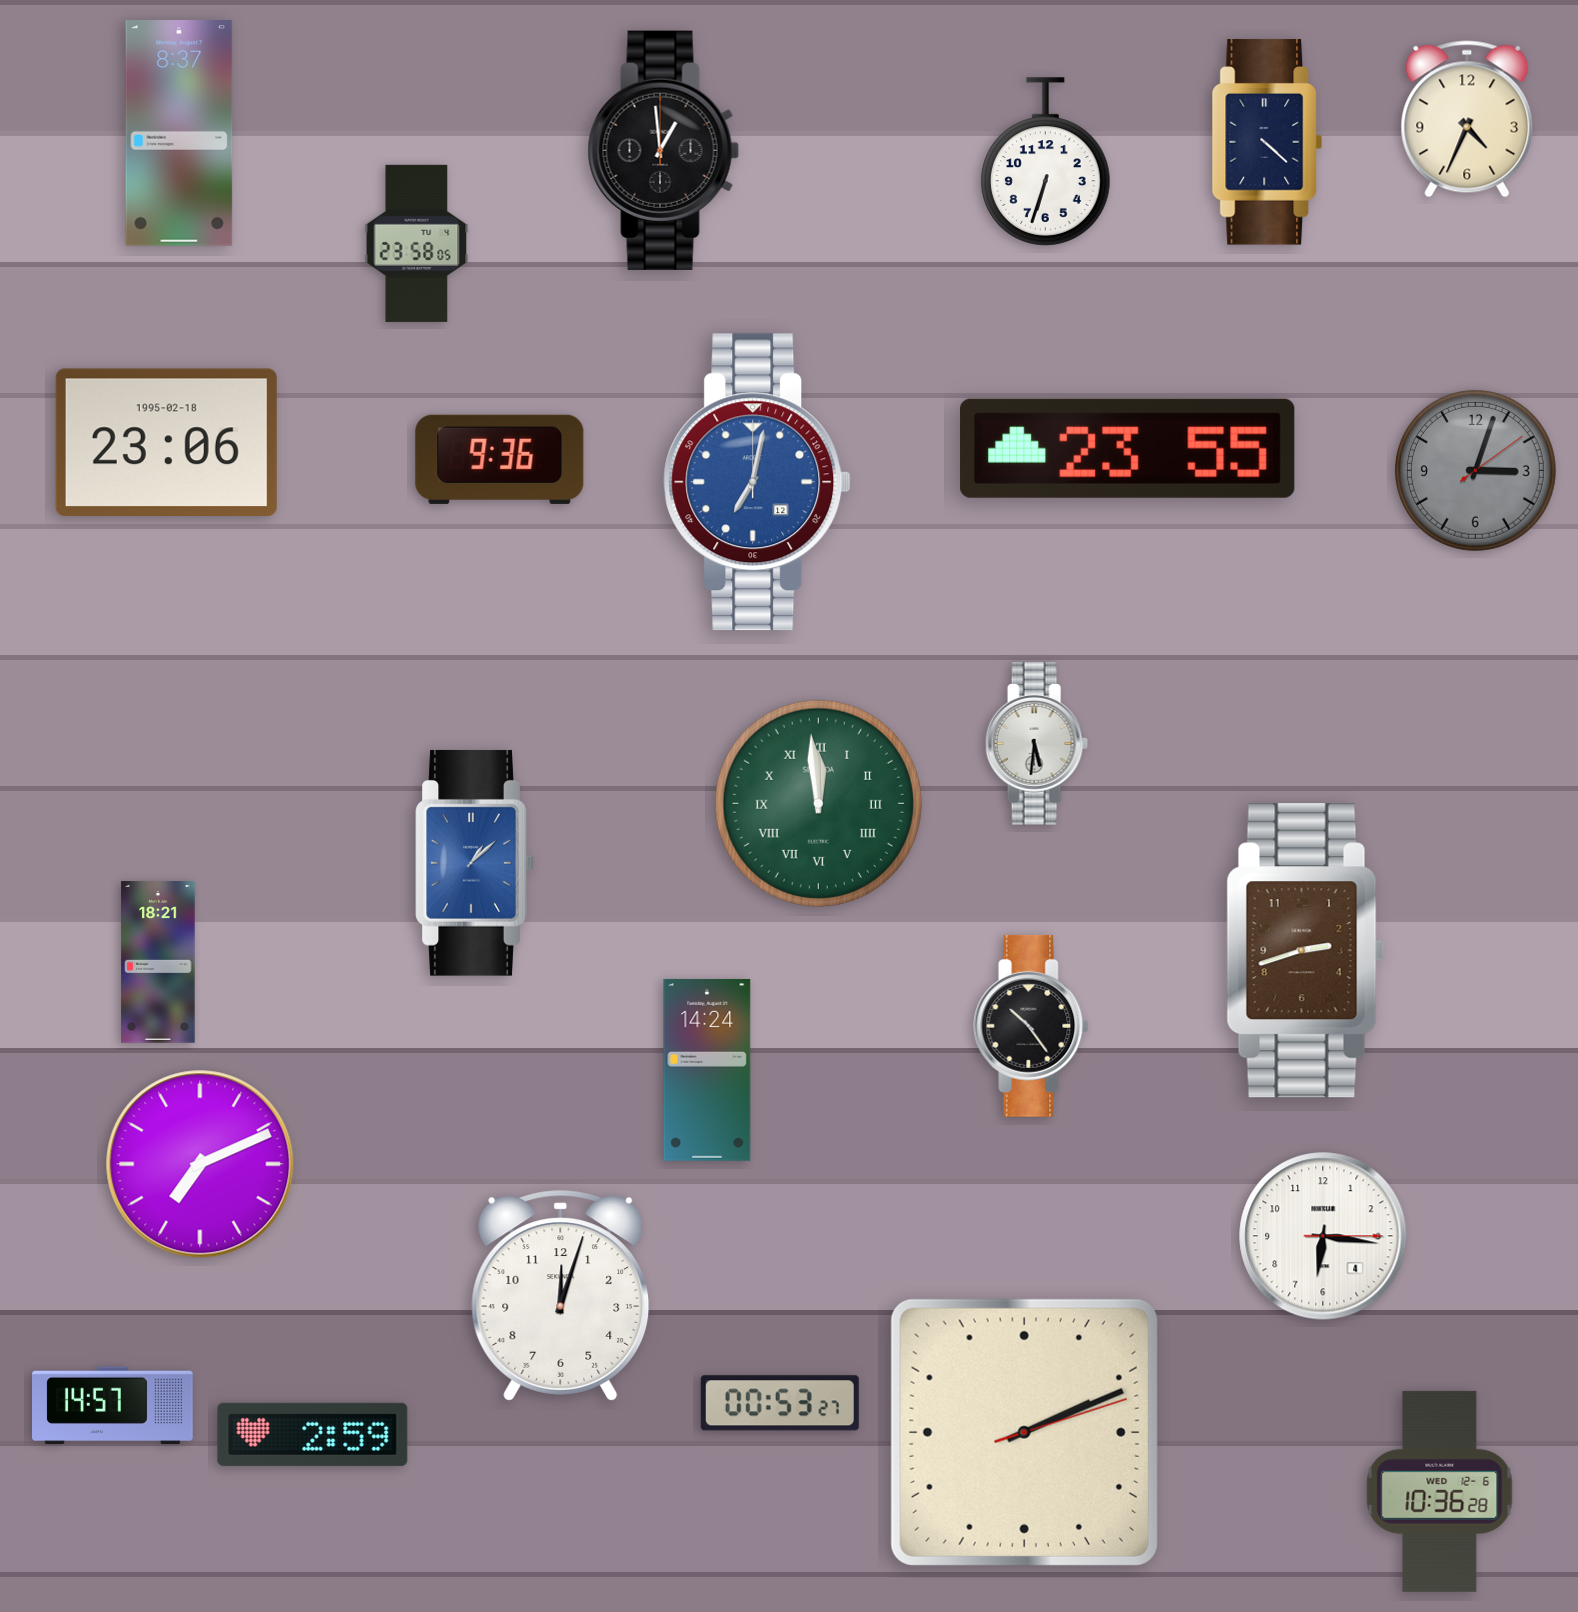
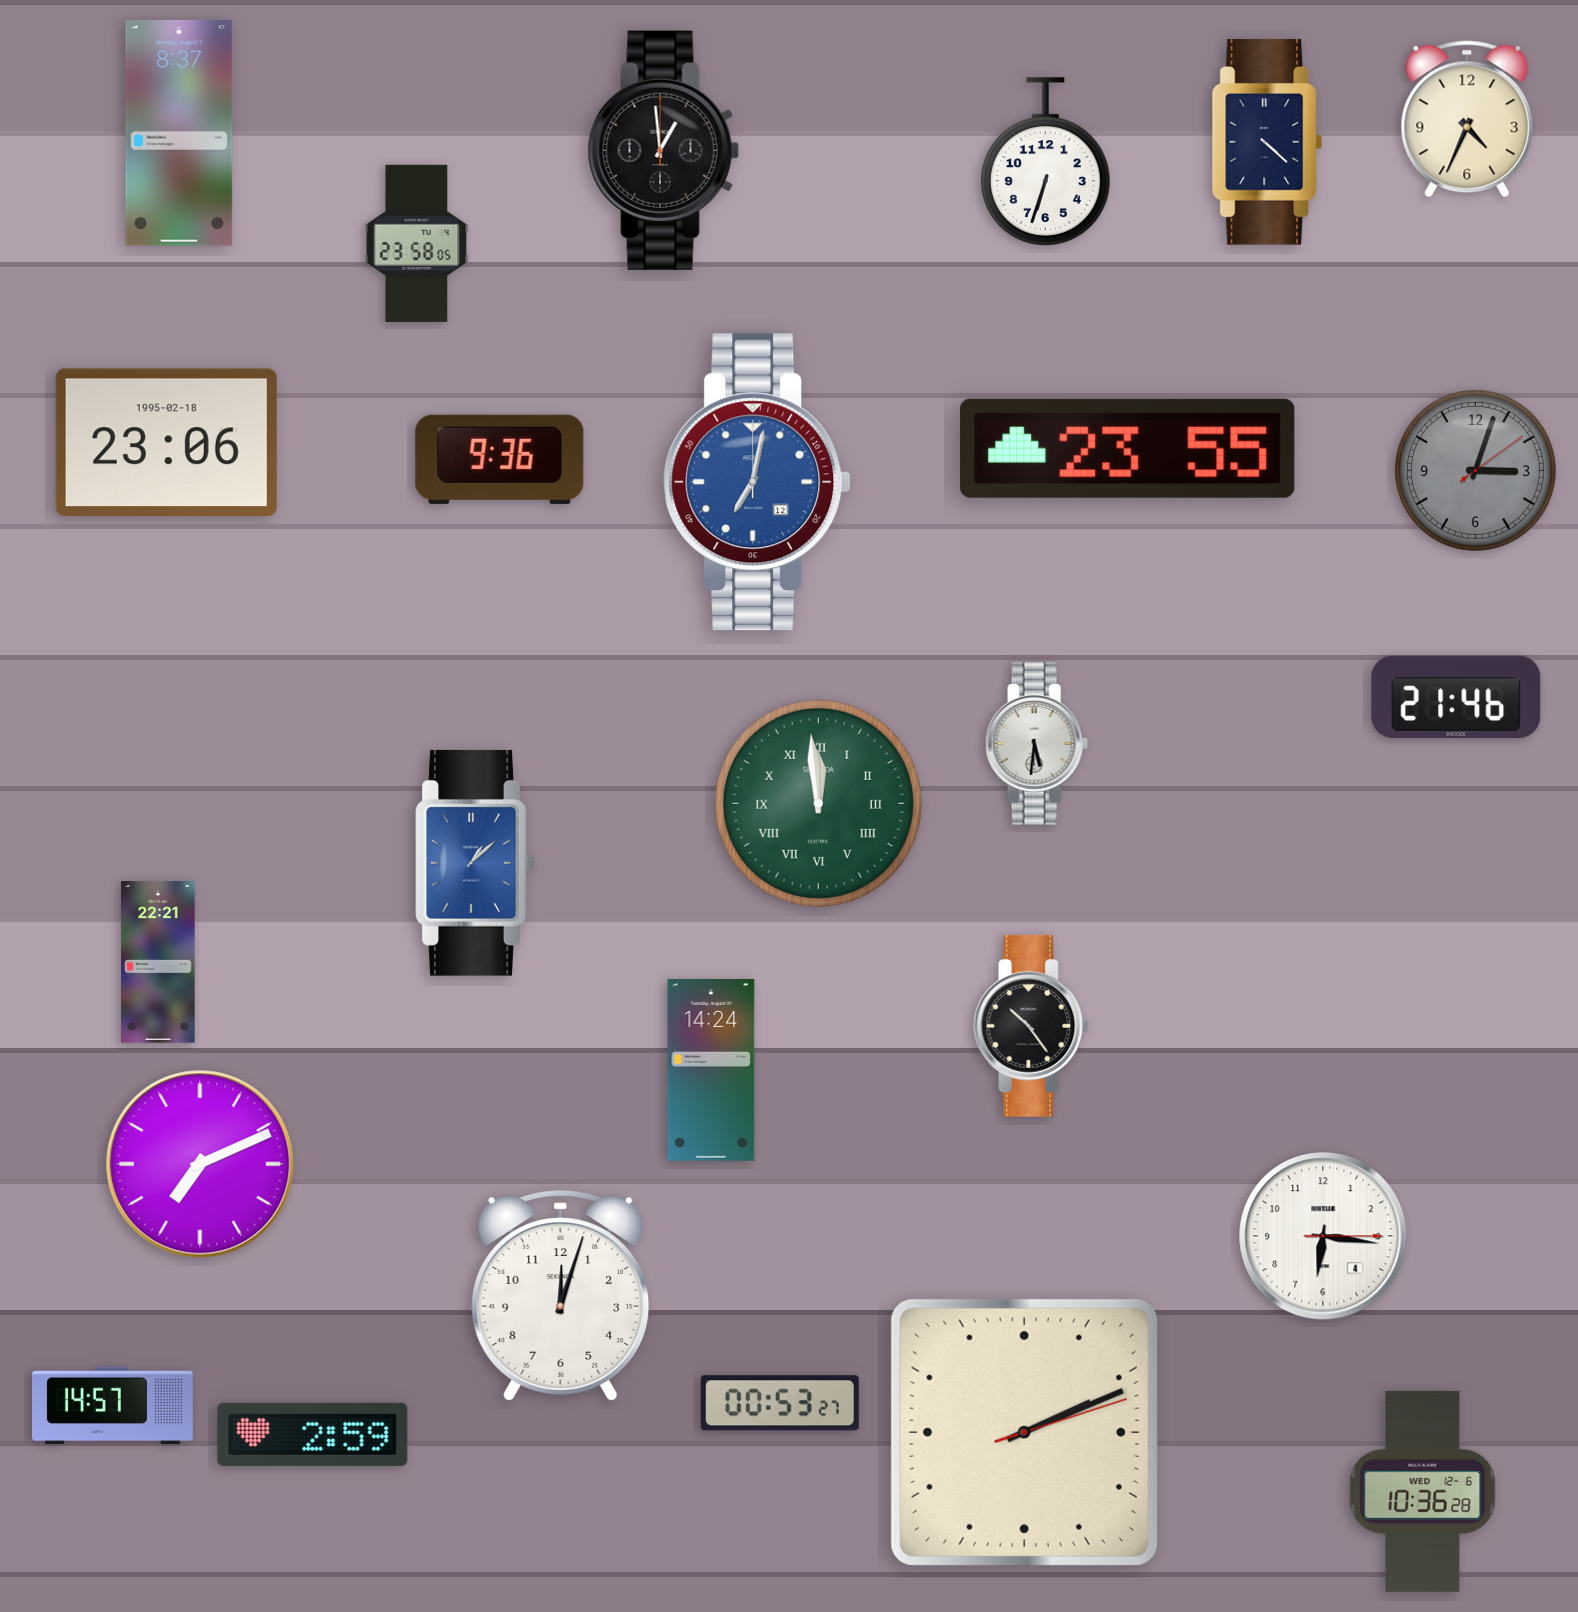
clock at (1456, 697): none -> 21:46
clock at (1306, 951): 2:42 -> none
clock at (158, 962): 18:21 -> 22:21
clock at (707, 1070) position: (707, 1070) -> (711, 1070)
clock at (1440, 1491) position: (1440, 1491) -> (1423, 1491)
